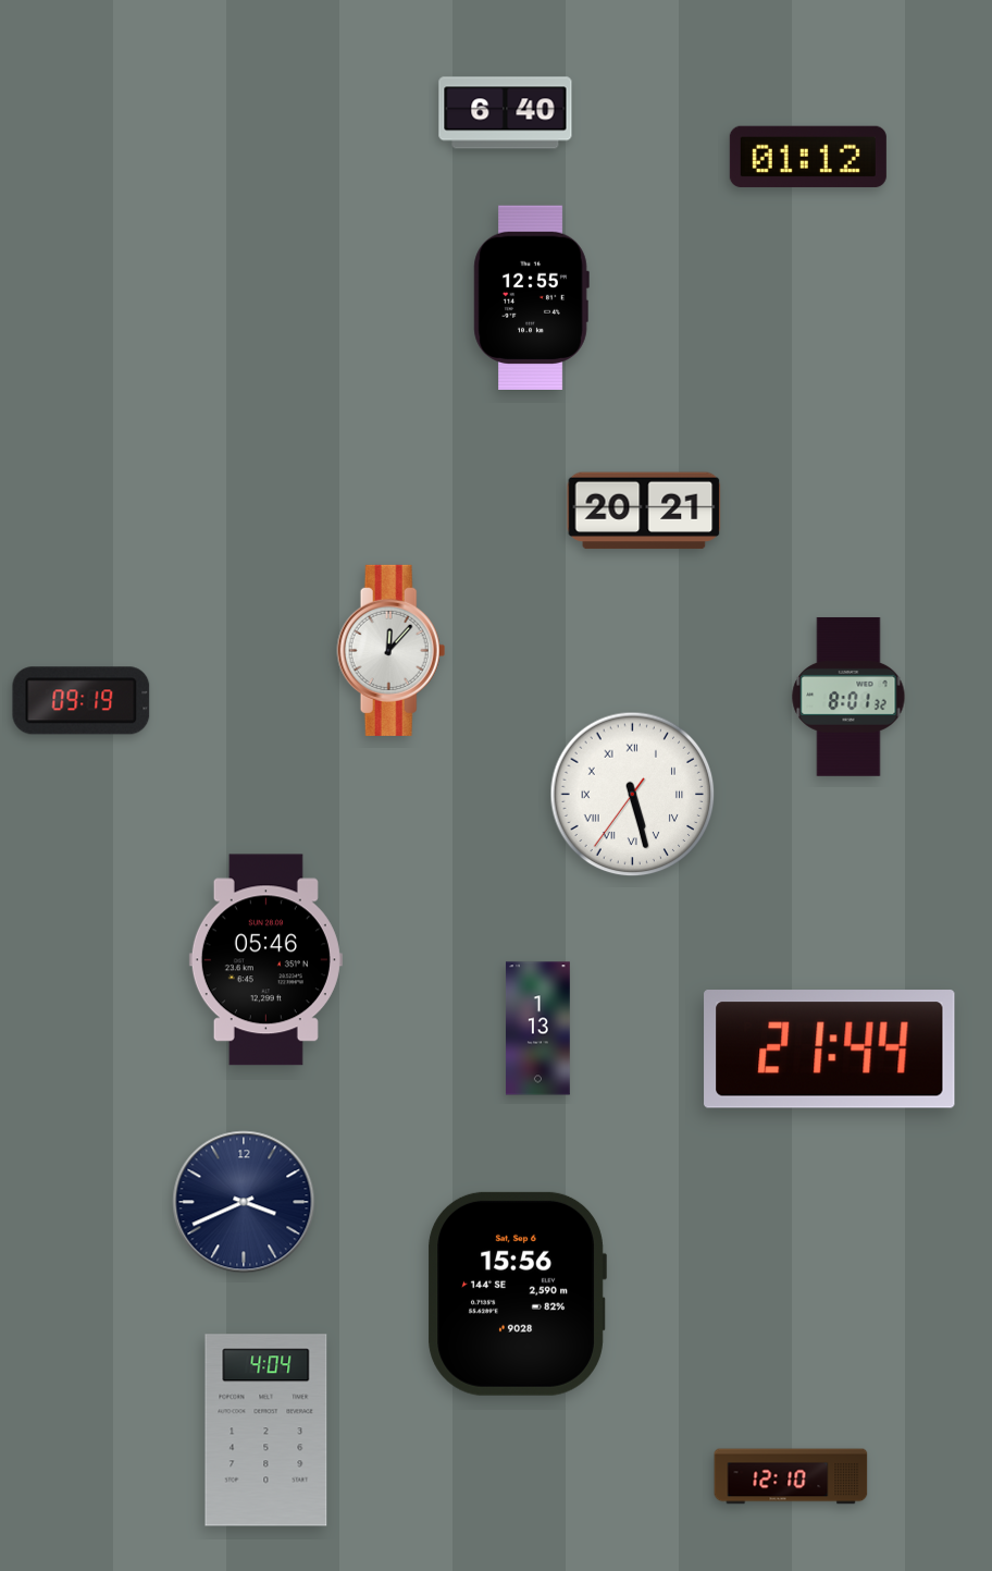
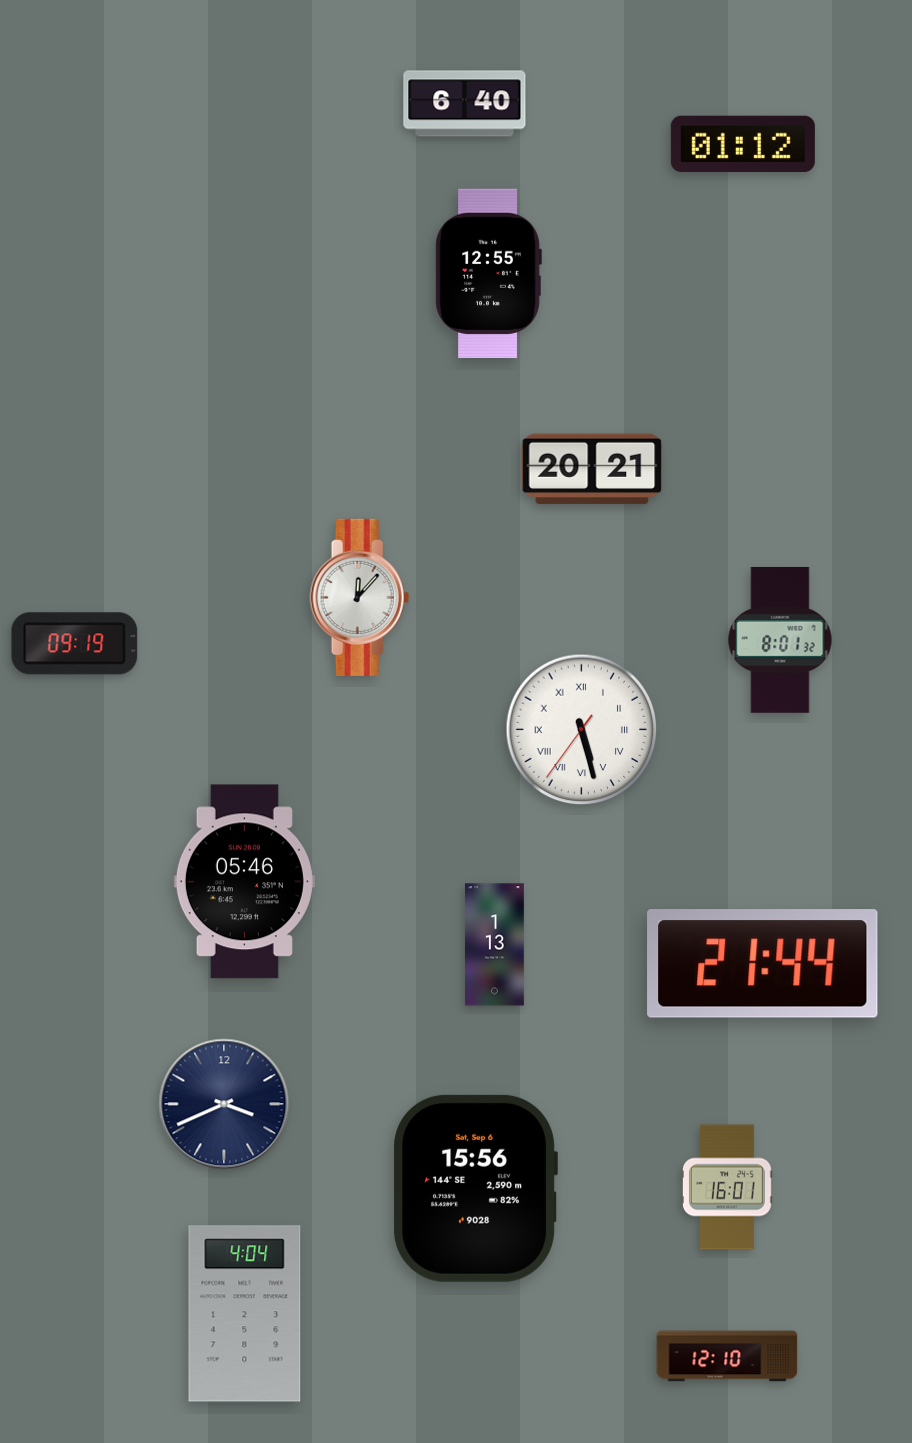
clock at (727, 1187): none -> 16:01
